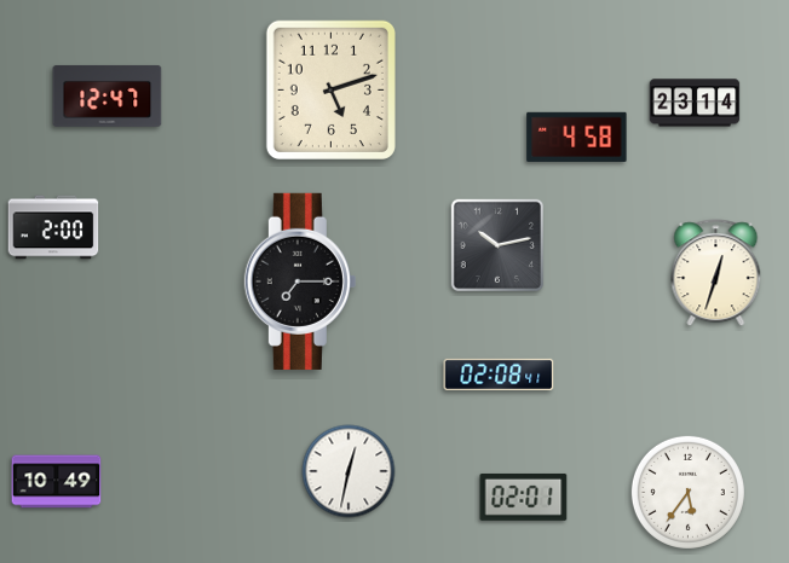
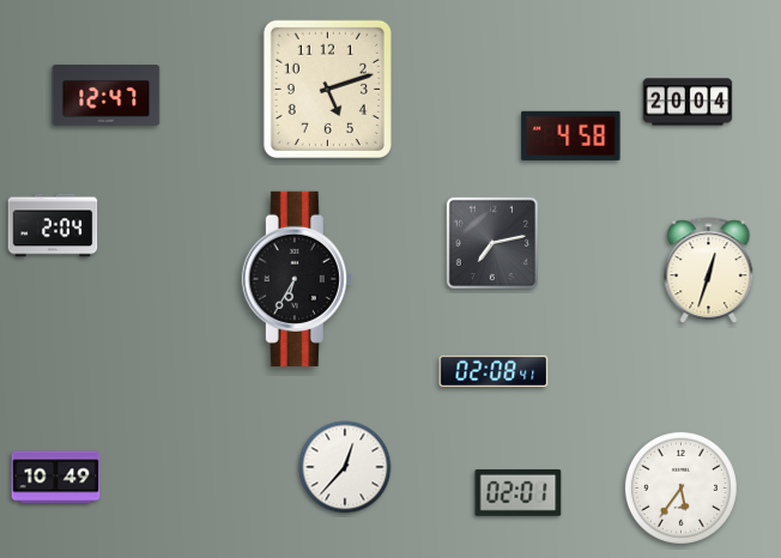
clock at (695, 103): 23:14 -> 20:04
clock at (53, 227): 2:00 -> 2:04
clock at (497, 245): 10:13 -> 7:13
clock at (300, 281): 7:15 -> 6:35
clock at (349, 471): 12:32 -> 12:37
